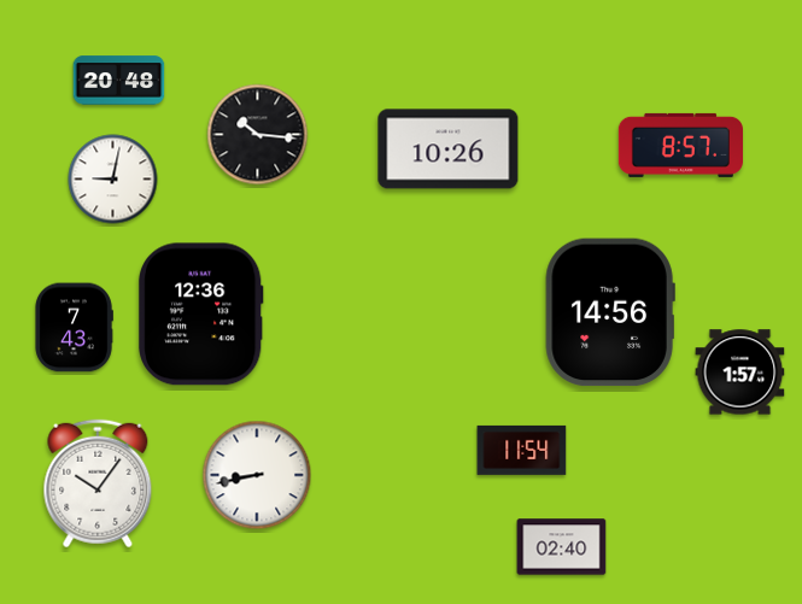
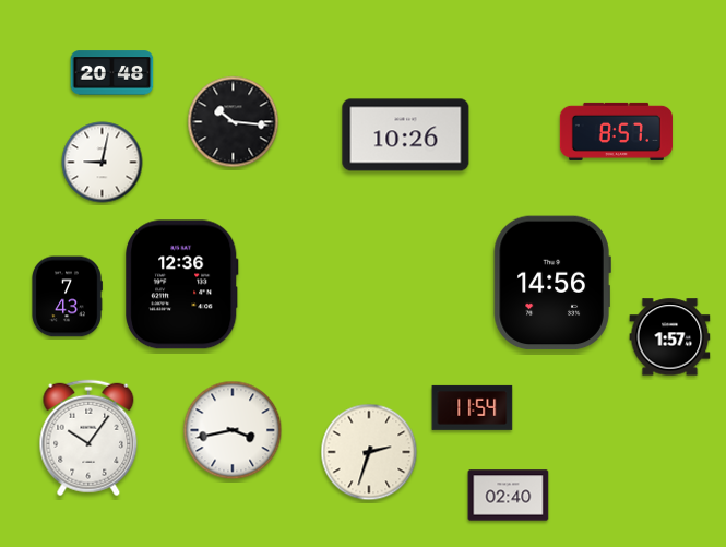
clock at (119, 81) position: (119, 81) -> (112, 73)
clock at (257, 475): 8:43 -> 3:43
clock at (369, 452): none -> 2:33
